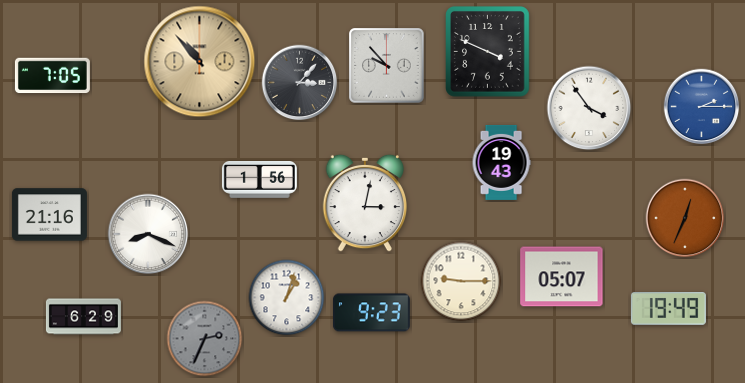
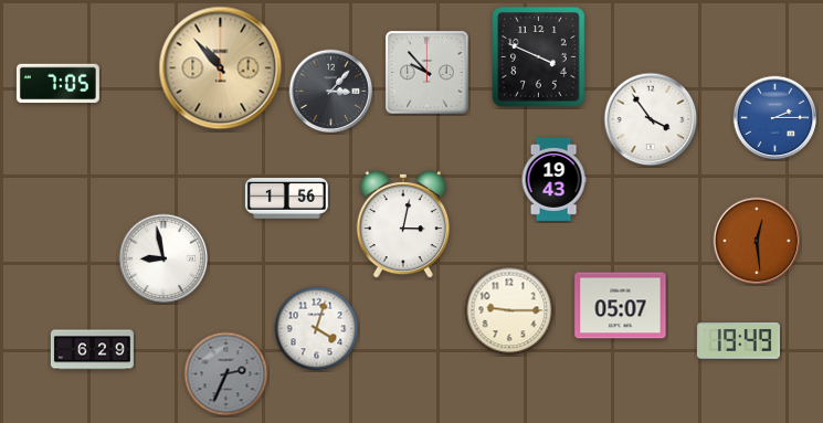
clock at (49, 215): 21:16 -> none
clock at (685, 218): 12:34 -> 12:29
clock at (148, 234): 8:19 -> 8:58
clock at (287, 298): 1:03 -> 4:03
clock at (372, 313): 9:23 -> none
